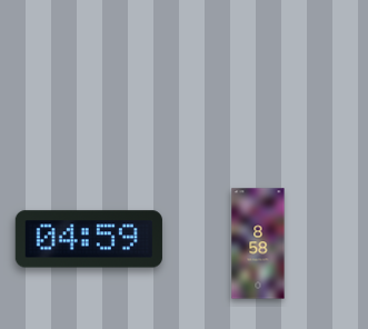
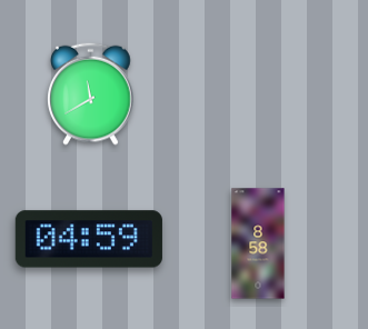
clock at (91, 93): none -> 11:40
